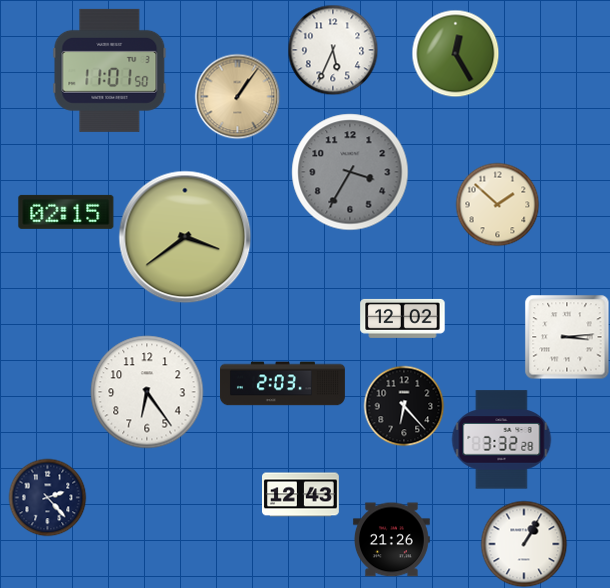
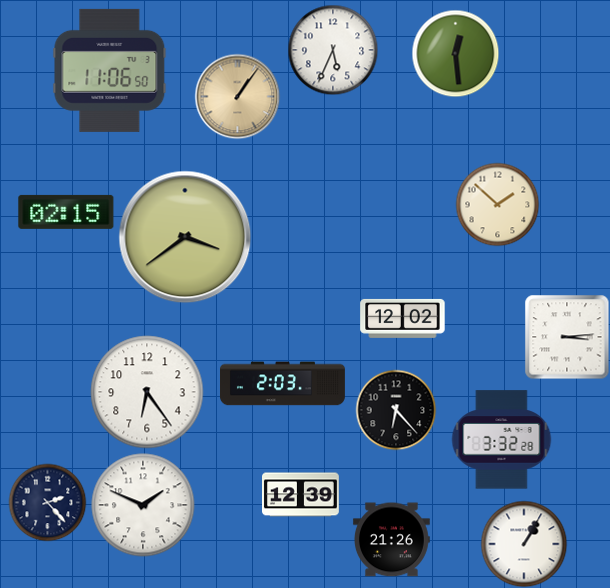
clock at (455, 53): 12:25 -> 12:29
clock at (110, 70): 11:01 -> 11:06
clock at (350, 172): 3:35 -> none
clock at (404, 406) position: (404, 406) -> (396, 410)
clock at (301, 495): 12:43 -> 12:39
clock at (47, 497) position: (47, 497) -> (47, 502)
clock at (143, 505): none -> 1:49
